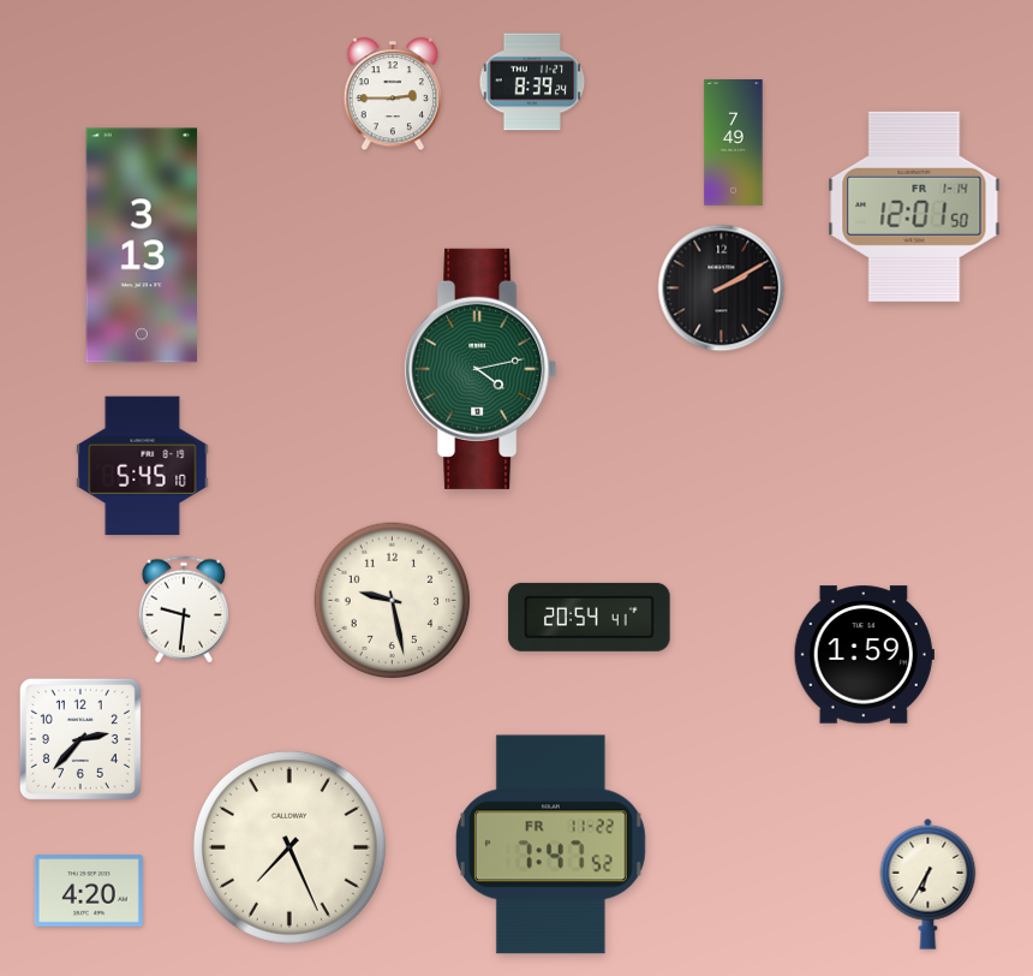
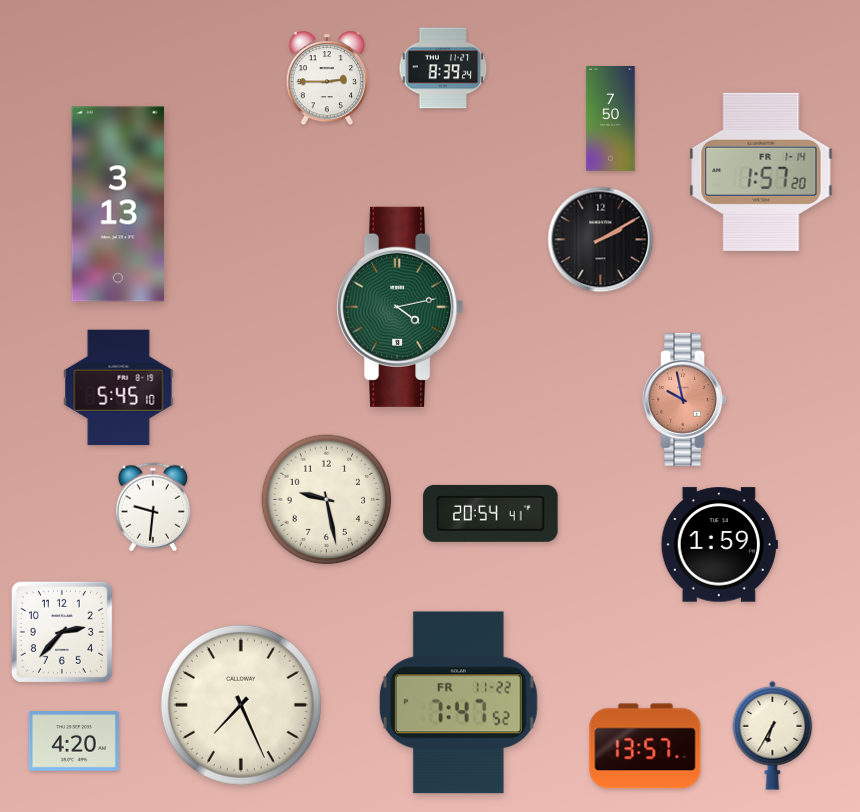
clock at (734, 143): 7:49 -> 7:50
clock at (914, 207): 12:01 -> 1:57
clock at (684, 399): none -> 9:58
clock at (80, 739) position: (80, 739) -> (62, 632)
clock at (645, 746): none -> 13:57
